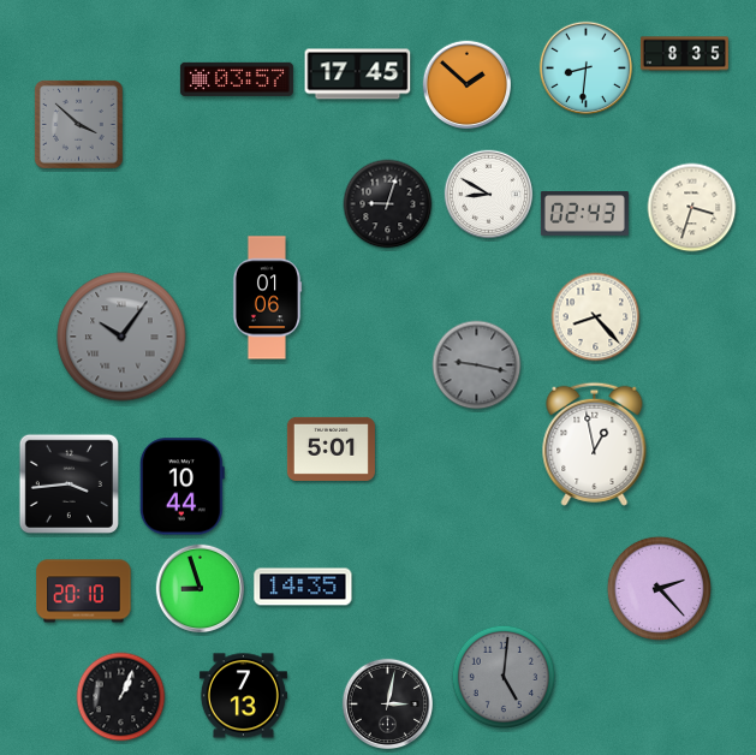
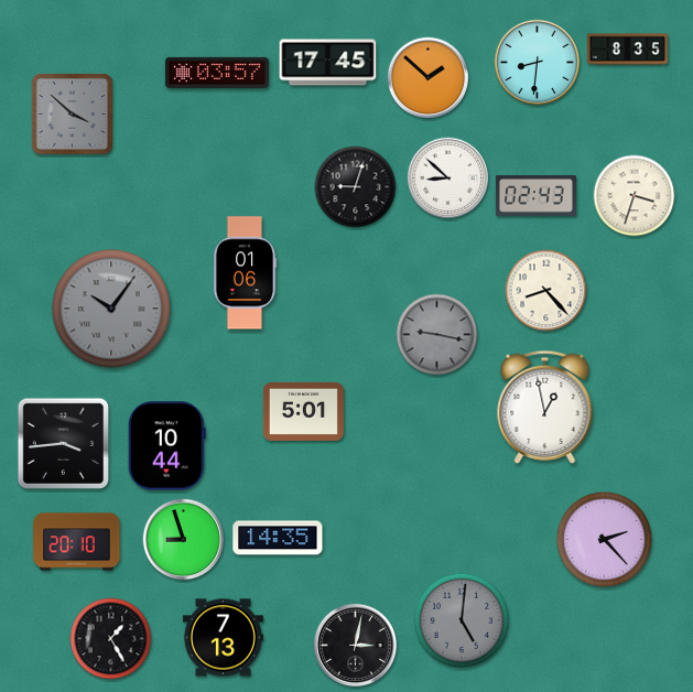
clock at (358, 75) position: (358, 75) -> (328, 63)
clock at (489, 195): 8:50 -> 8:52
clock at (692, 208) position: (692, 208) -> (635, 196)
clock at (121, 697): 1:04 -> 1:25
